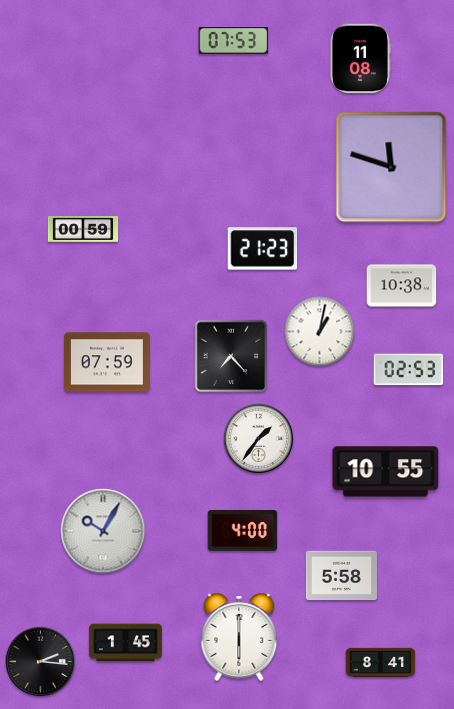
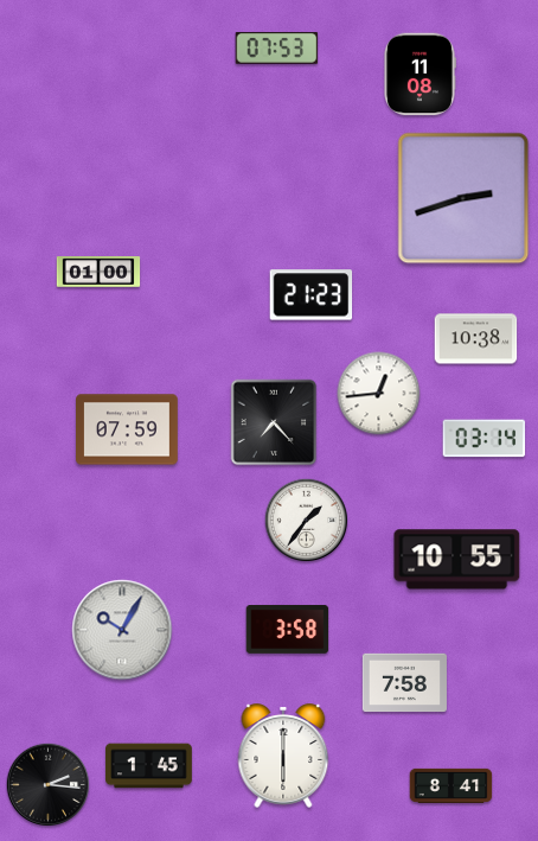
clock at (361, 59) position: (361, 59) -> (421, 75)
clock at (391, 167): 11:48 -> 2:42
clock at (83, 229): 00:59 -> 01:00
clock at (320, 332): 1:02 -> 12:44
clock at (409, 370): 02:53 -> 03:14
clock at (243, 530): 4:00 -> 3:58
clock at (341, 576): 5:58 -> 7:58
clock at (126, 643) position: (126, 643) -> (149, 766)
